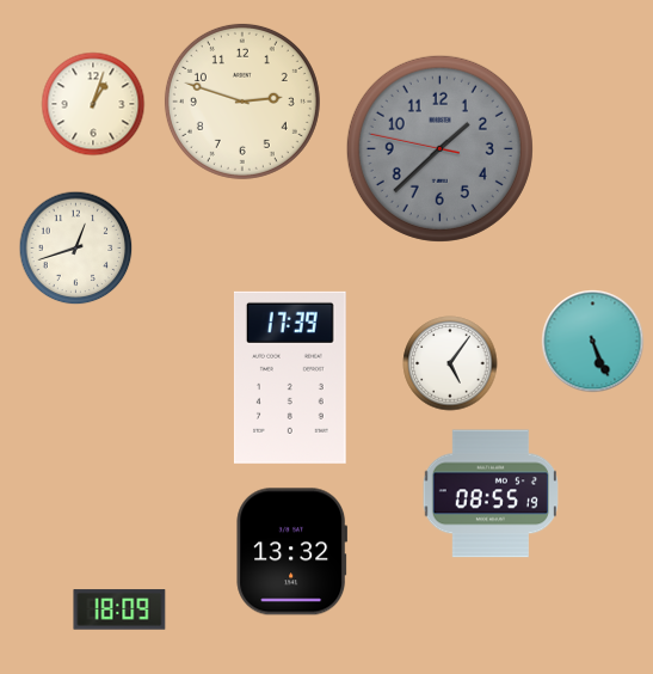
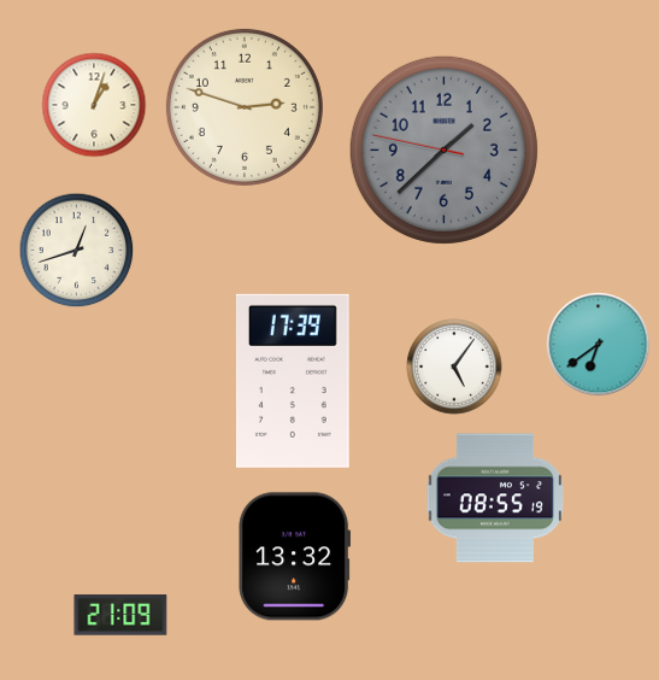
clock at (242, 102) position: (242, 102) -> (245, 107)
clock at (593, 342): 5:26 -> 6:39
clock at (119, 609): 18:09 -> 21:09
